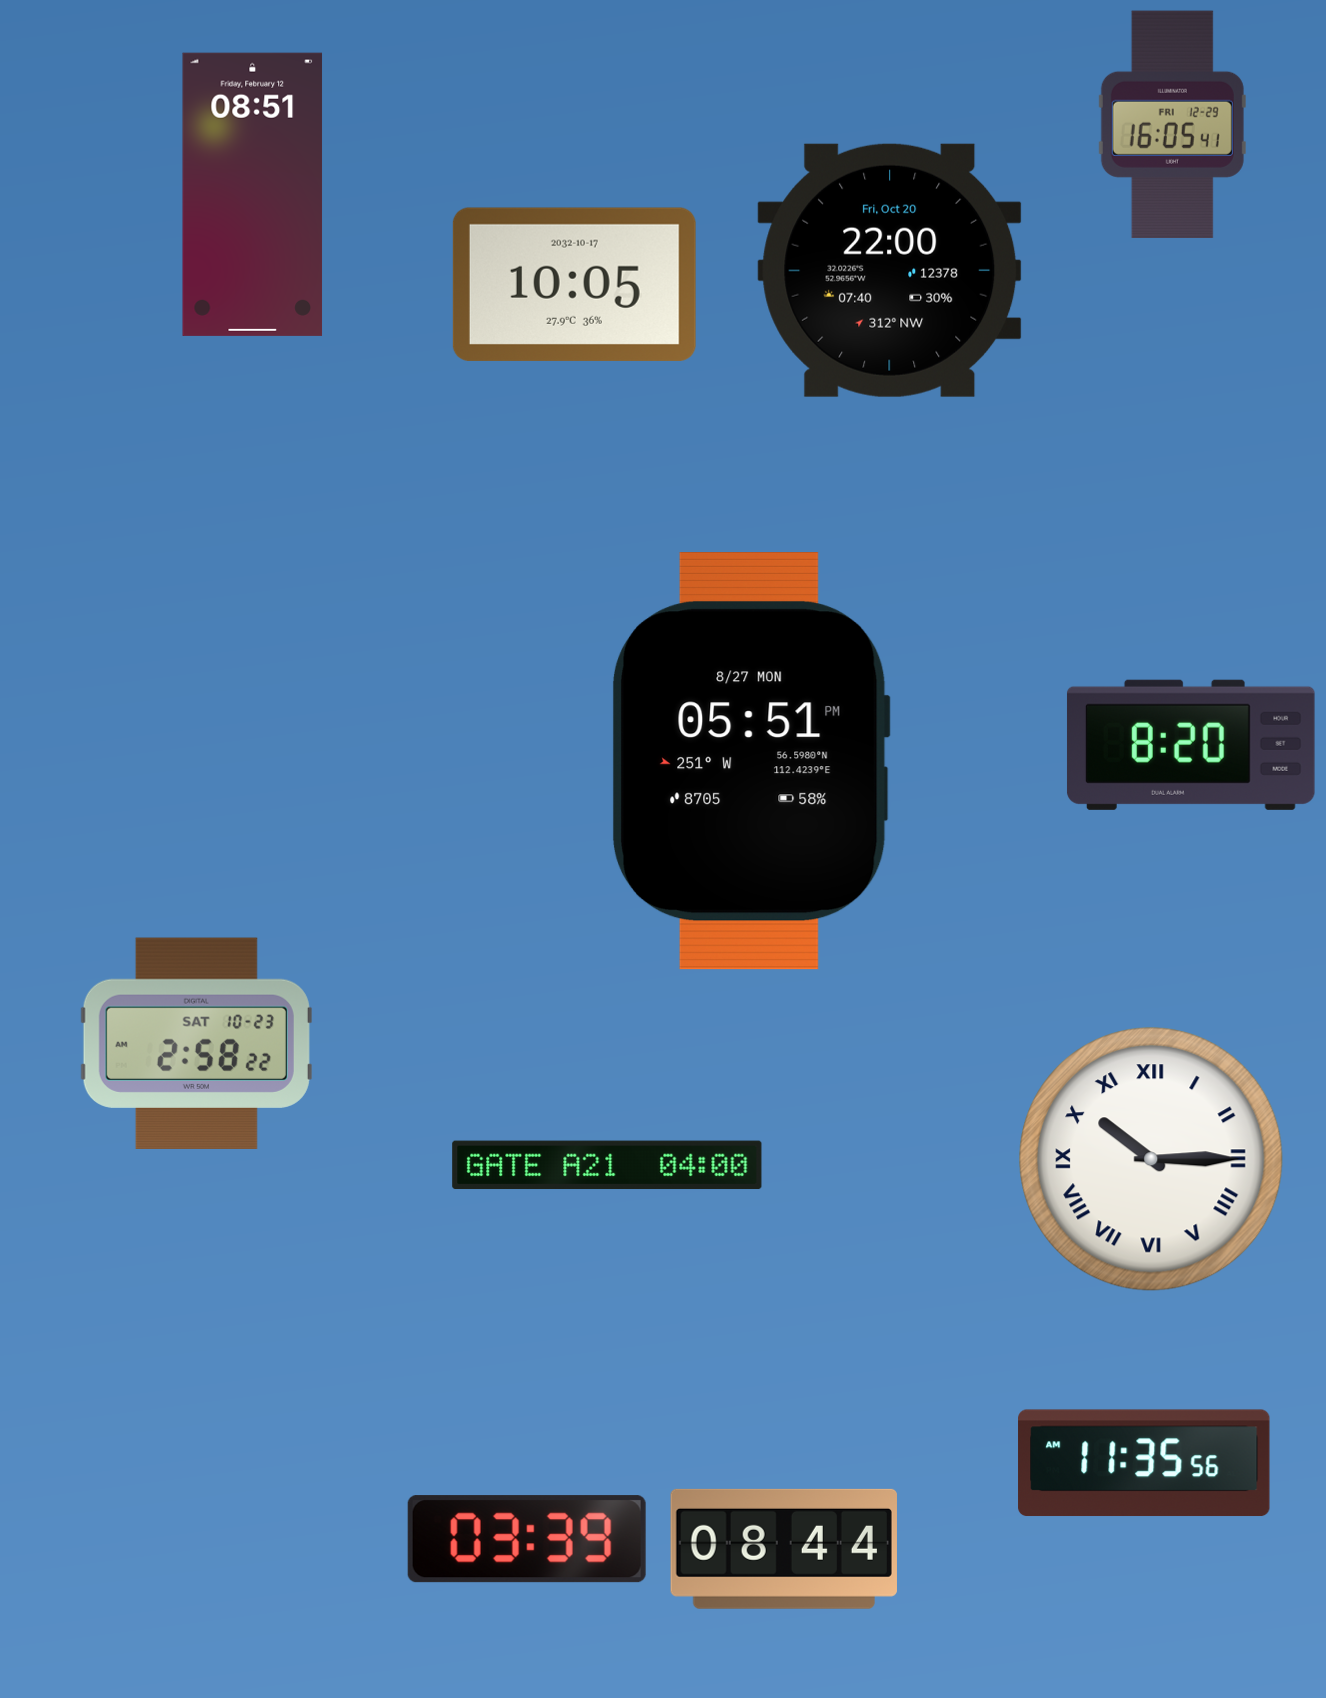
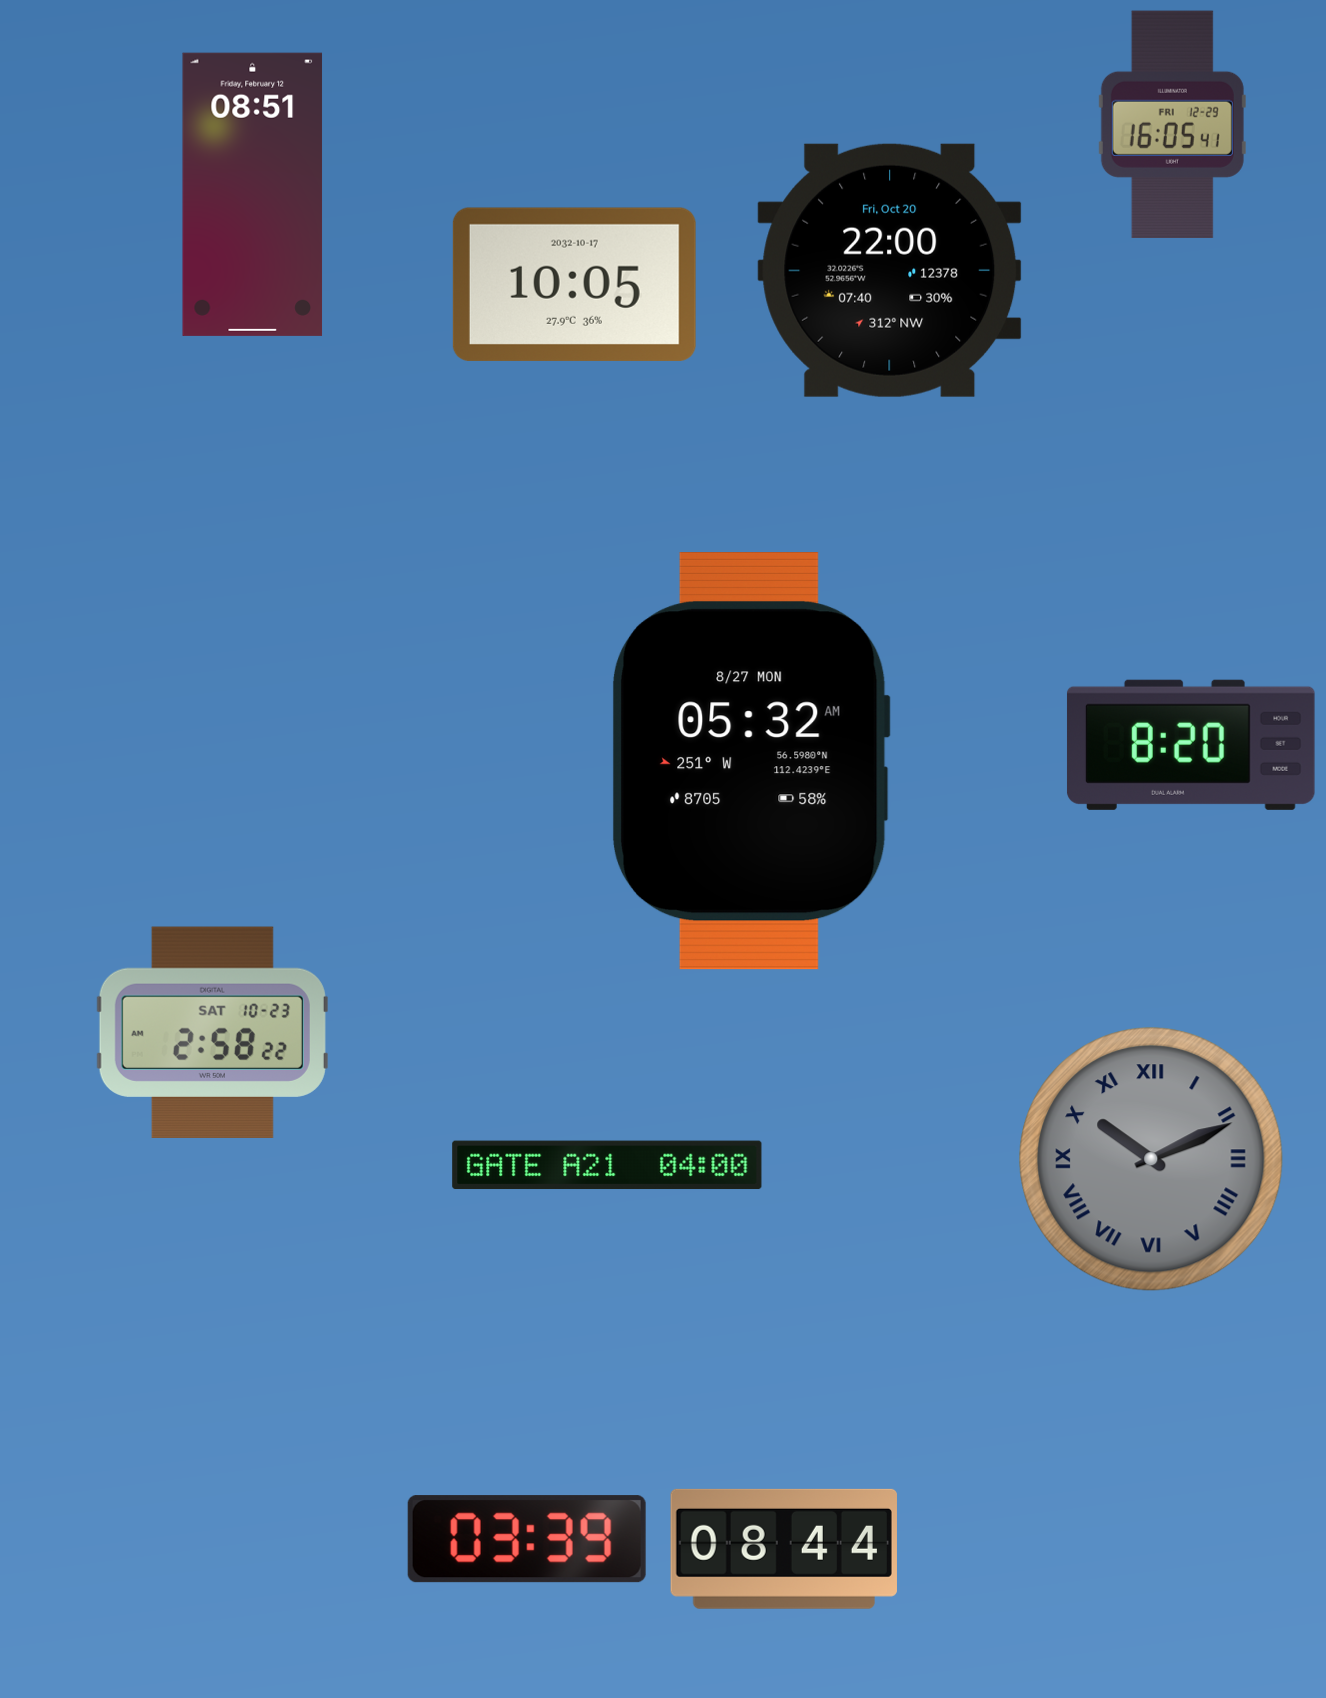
clock at (750, 761): 05:51 -> 05:32
clock at (196, 1043) position: (196, 1043) -> (212, 1032)
clock at (1151, 1159): 10:15 -> 10:11
clock at (1151, 1159) dial: white -> grey
clock at (1144, 1463): 11:35 -> none
